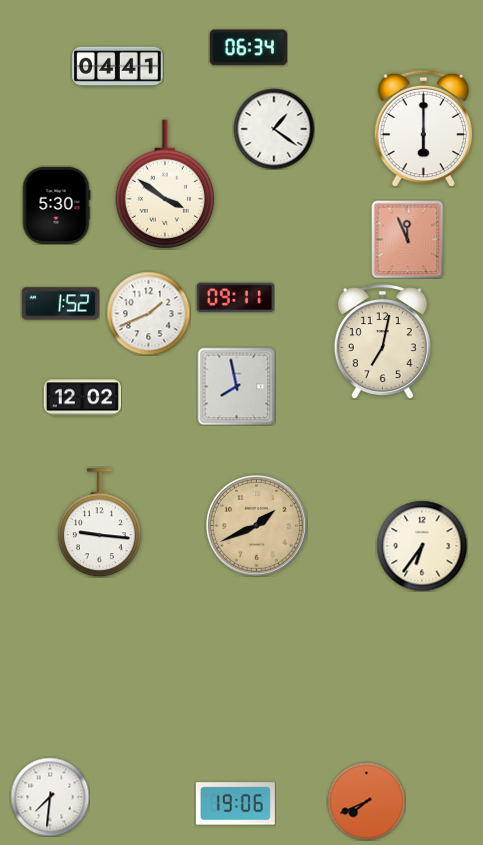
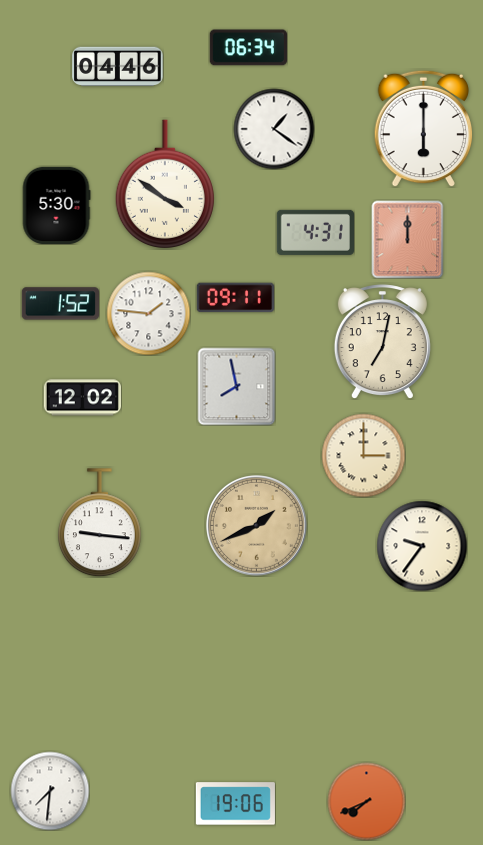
clock at (118, 67): 04:41 -> 04:46
clock at (315, 232): none -> 4:31
clock at (408, 239): 11:56 -> 12:00
clock at (148, 313): 1:41 -> 1:46
clock at (363, 455): none -> 3:00
clock at (422, 546): 6:36 -> 9:36
clock at (50, 797) position: (50, 797) -> (50, 791)
